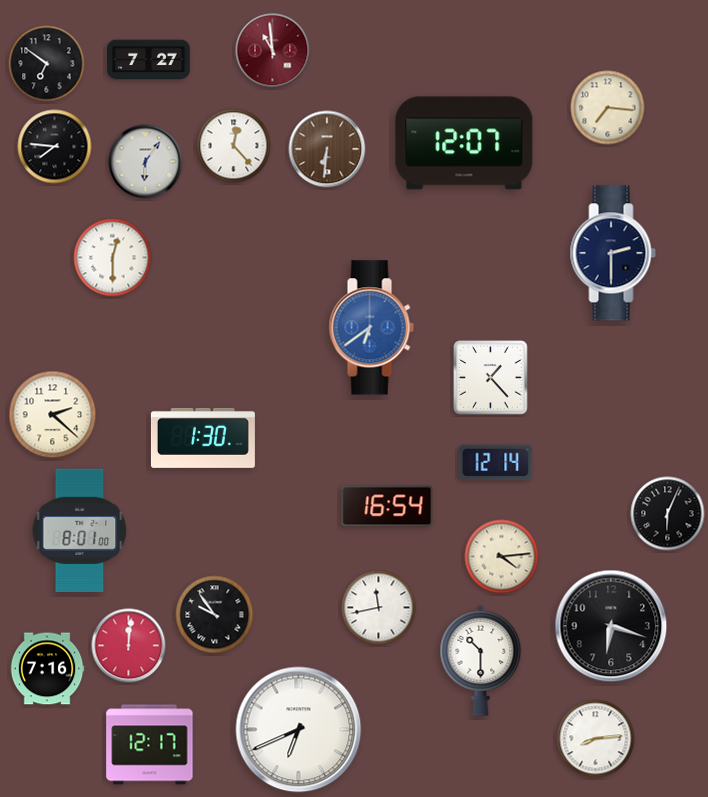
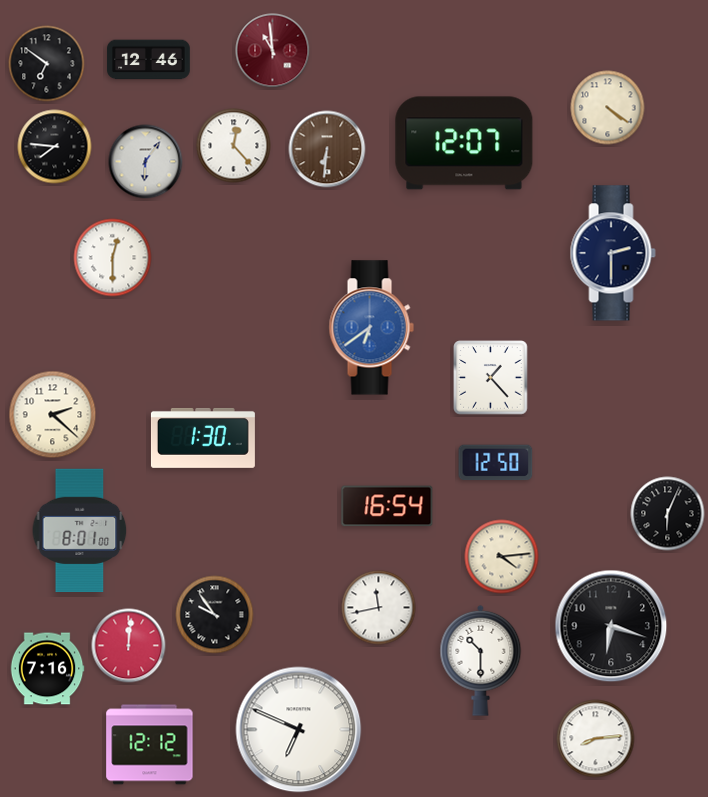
clock at (149, 60): 7:27 -> 12:46
clock at (608, 108): 7:16 -> 4:21
clock at (496, 463): 12:14 -> 12:50
clock at (299, 730): 6:41 -> 6:49
clock at (150, 745): 12:17 -> 12:12
